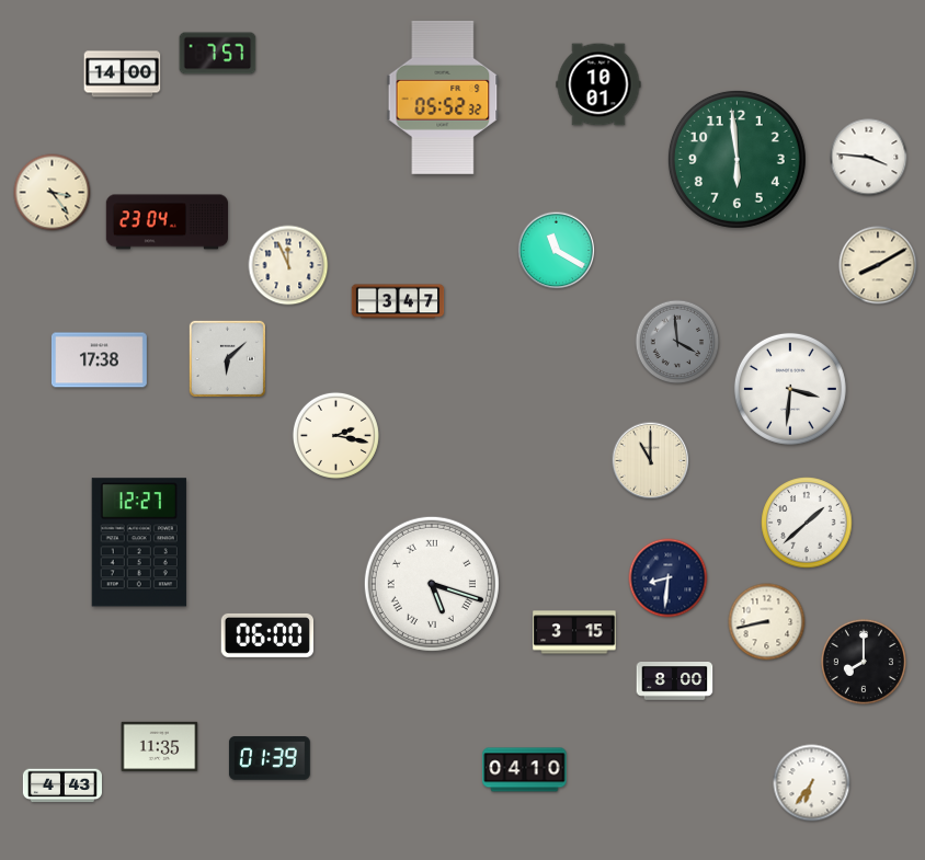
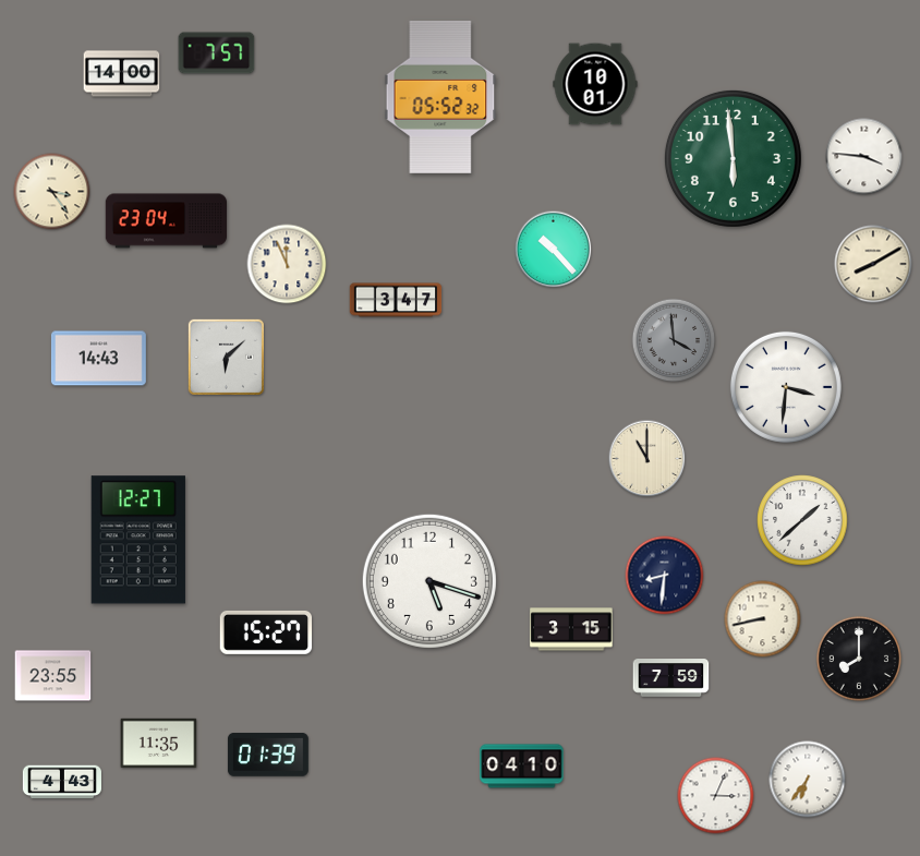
clock at (557, 251): 11:20 -> 10:23
clock at (99, 360): 17:38 -> 14:43
clock at (335, 435): 2:17 -> none
clock at (432, 584) numerals: Roman -> Arabic
clock at (267, 635): 06:00 -> 15:27
clock at (53, 676): none -> 23:55
clock at (675, 681): 8:00 -> 7:59
clock at (716, 796): none -> 3:04
